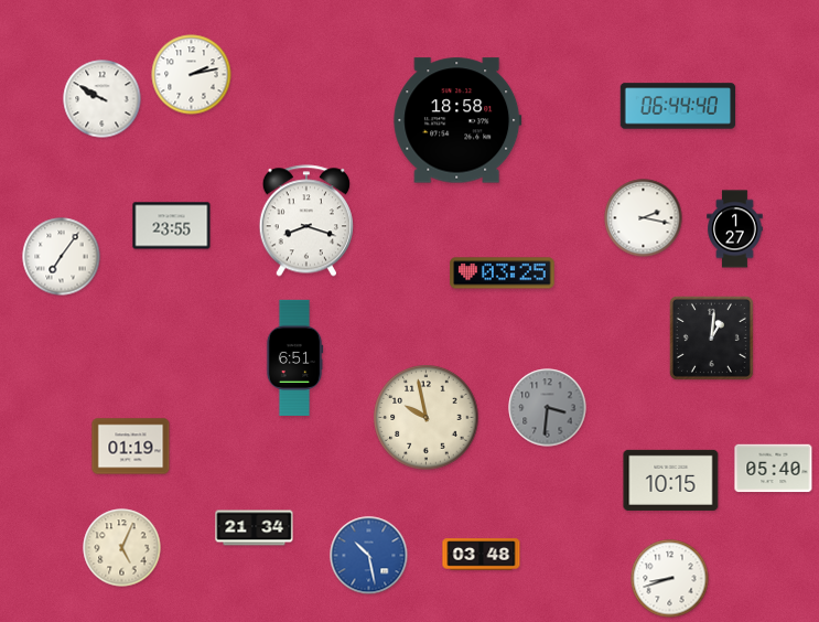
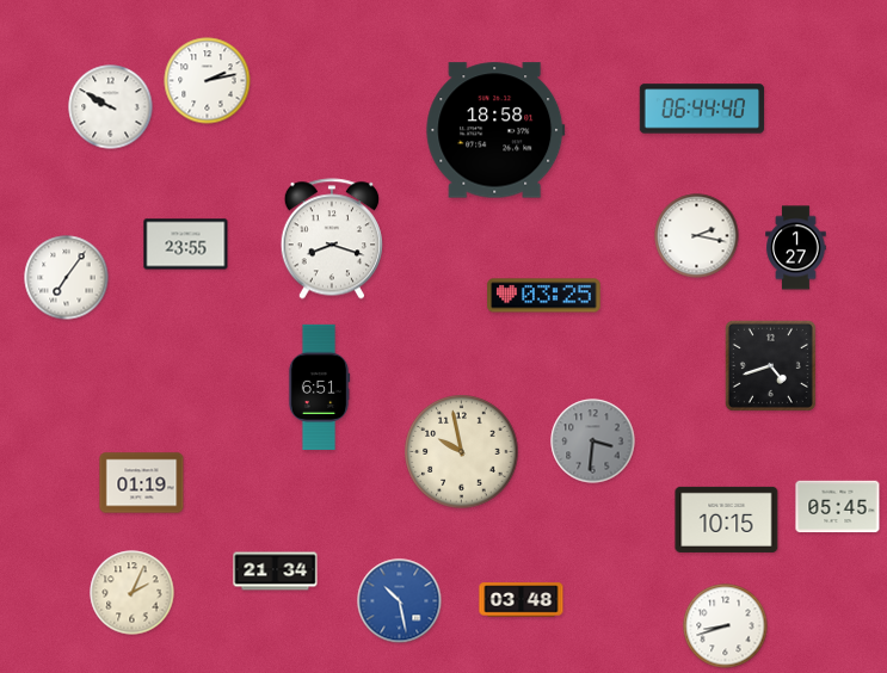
clock at (678, 106) position: (678, 106) -> (702, 109)
clock at (711, 337): 1:01 -> 4:42
clock at (774, 469): 05:40 -> 05:45
clock at (122, 548): 5:04 -> 2:04
